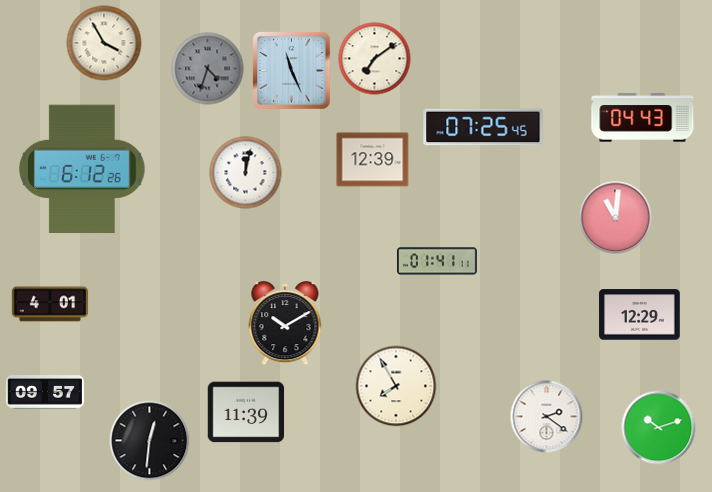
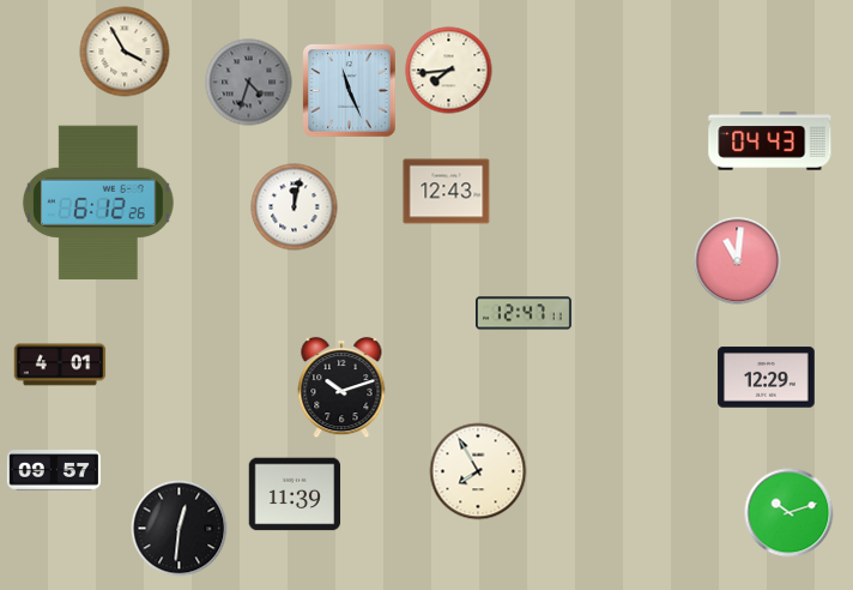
clock at (375, 59): 7:09 -> 7:44
clock at (292, 71) position: (292, 71) -> (350, 91)
clock at (483, 127): 07:25 -> none
clock at (373, 160): 12:39 -> 12:43
clock at (438, 261): 01:41 -> 12:47
clock at (285, 323): 10:10 -> 10:12
clock at (396, 386) position: (396, 386) -> (478, 471)
clock at (547, 417): 2:21 -> none
